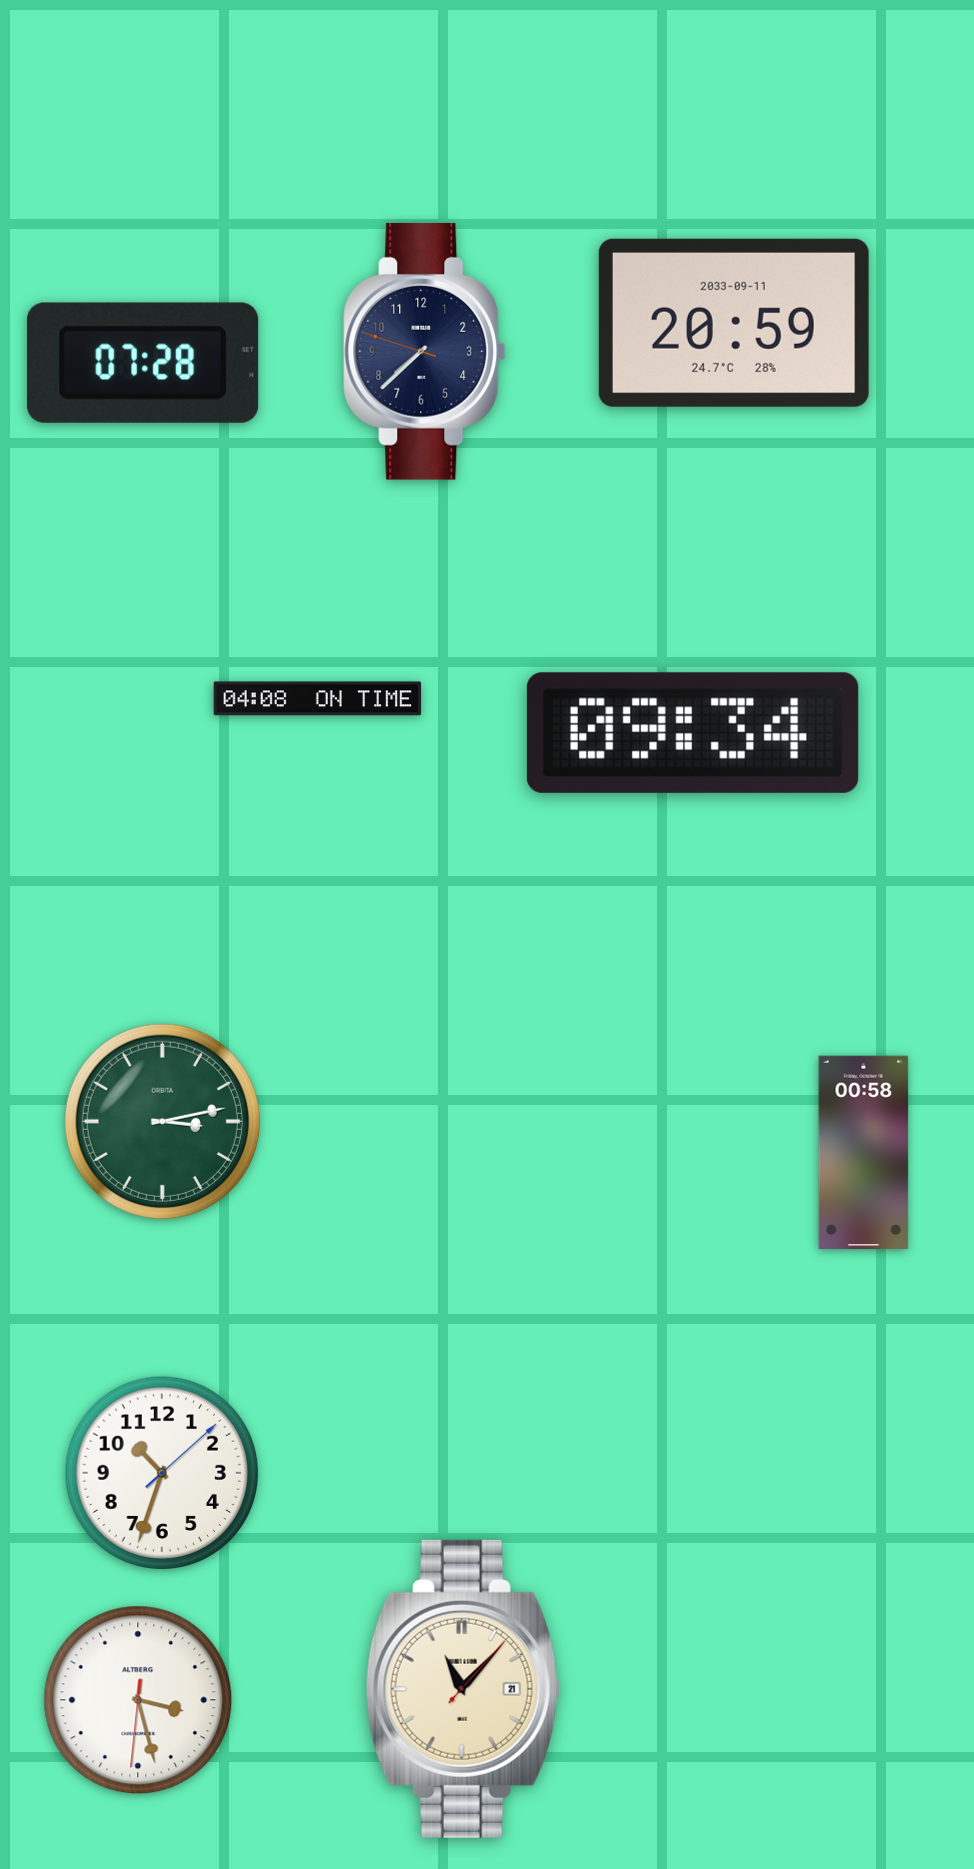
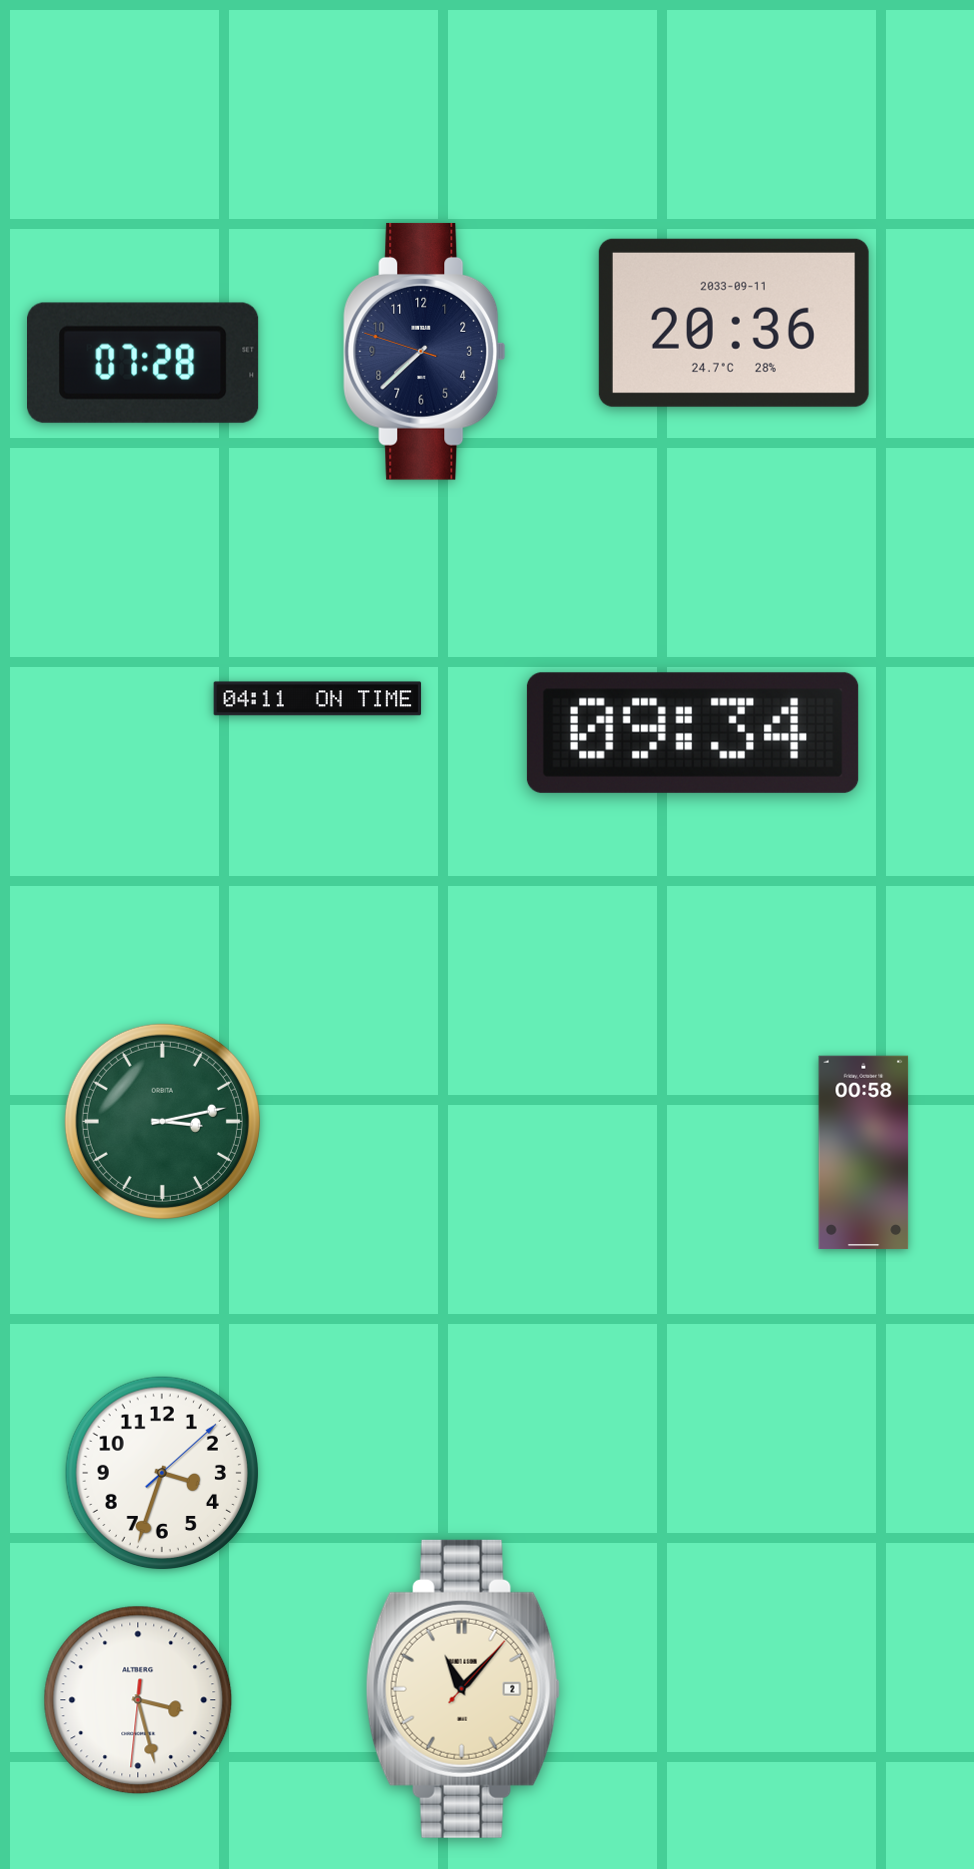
clock at (734, 323): 20:59 -> 20:36
clock at (318, 699): 04:08 -> 04:11
clock at (162, 1473): 10:33 -> 3:33
clock at (463, 1689) date: 21 -> 2
